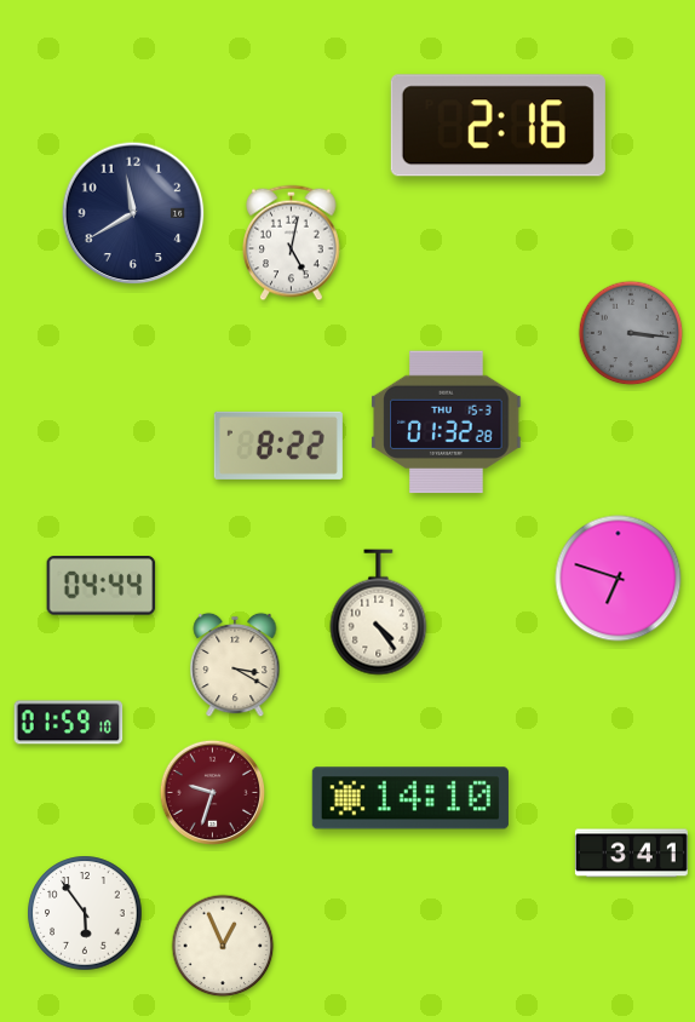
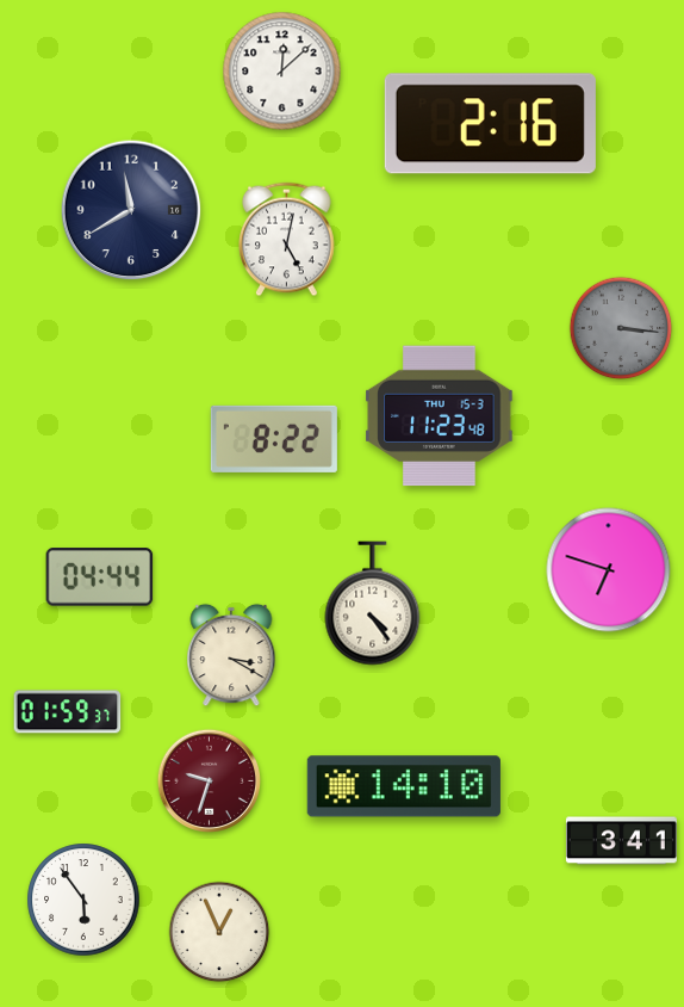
clock at (282, 72): none -> 12:08
clock at (447, 423): 01:32 -> 11:23
clock at (69, 723): 01:59:10 -> 01:59:37
